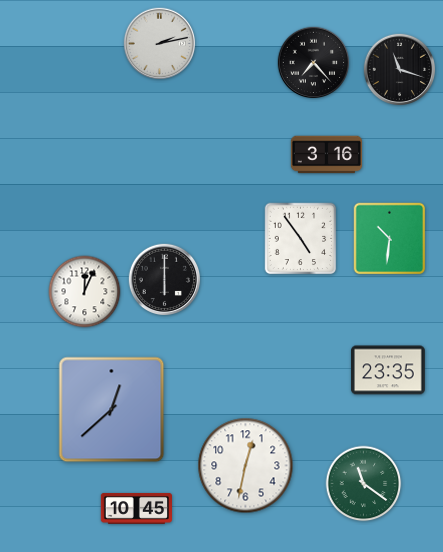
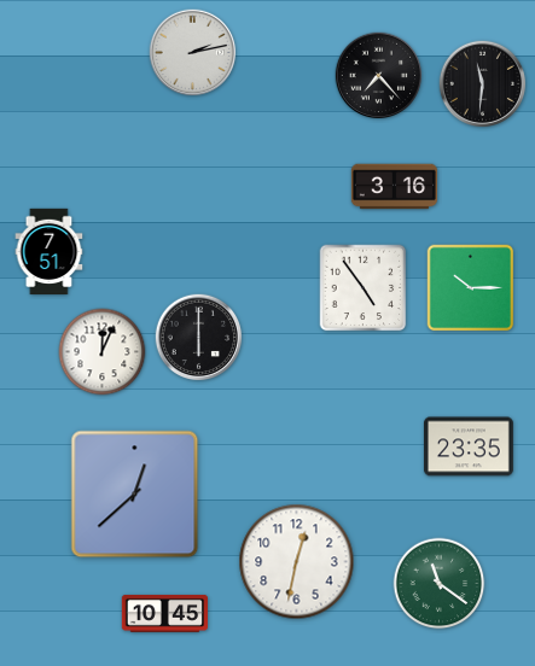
clock at (400, 70): 11:18 -> 11:31
clock at (50, 252): none -> 7:51
clock at (390, 239): 10:31 -> 10:15
